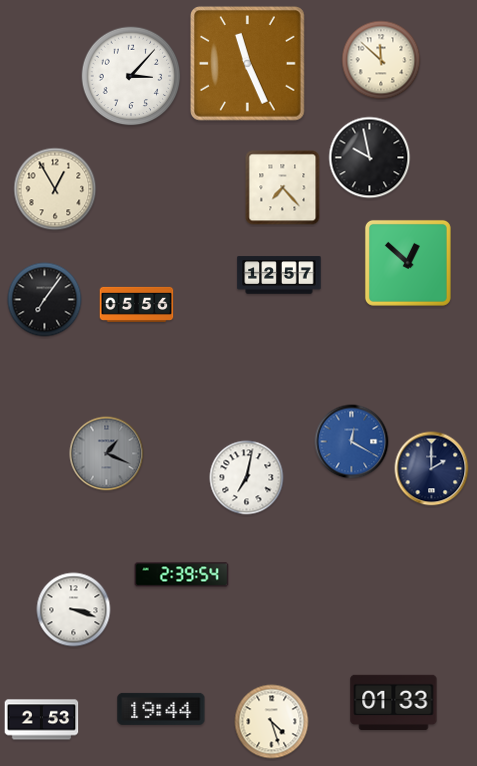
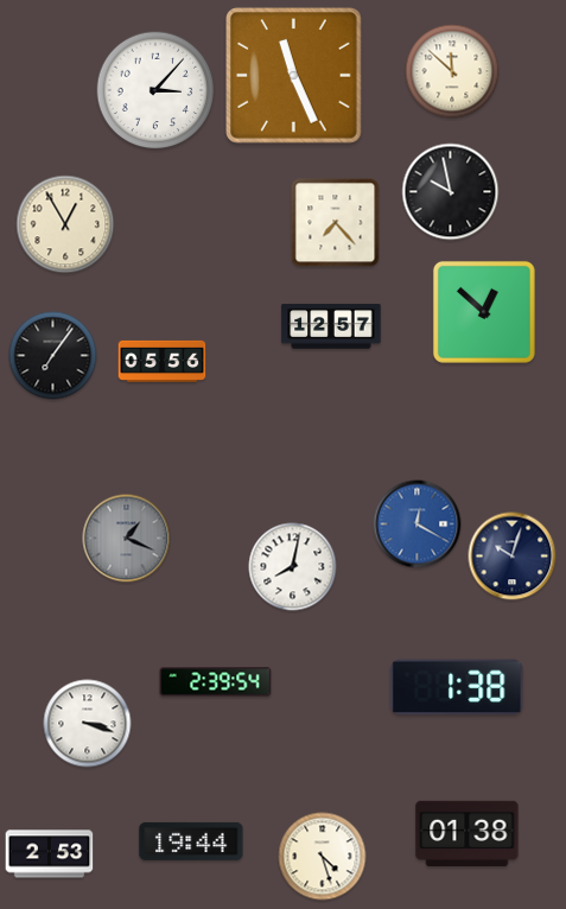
clock at (370, 158) position: (370, 158) -> (451, 192)
clock at (432, 469): 2:00 -> 10:03
clock at (247, 478): 7:02 -> 8:02
clock at (457, 687): none -> 1:38
clock at (394, 702): 01:33 -> 01:38
